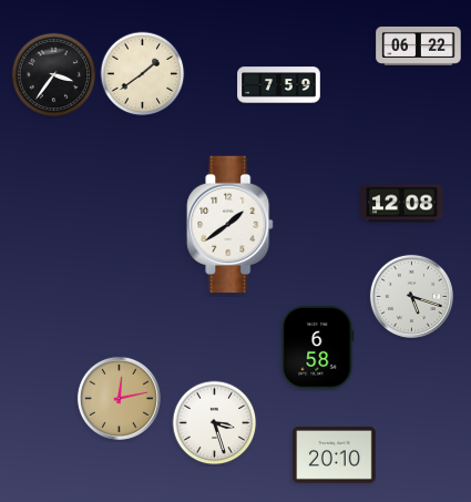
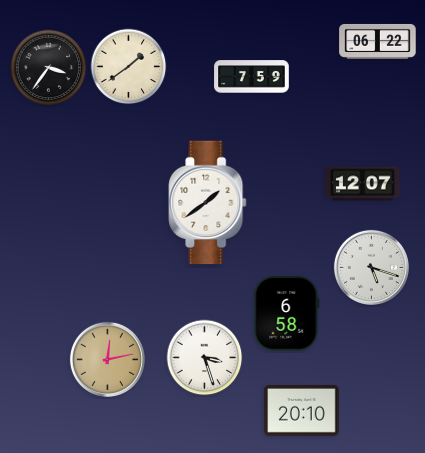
clock at (402, 204): 12:08 -> 12:07
clock at (215, 423) position: (215, 423) -> (205, 358)
